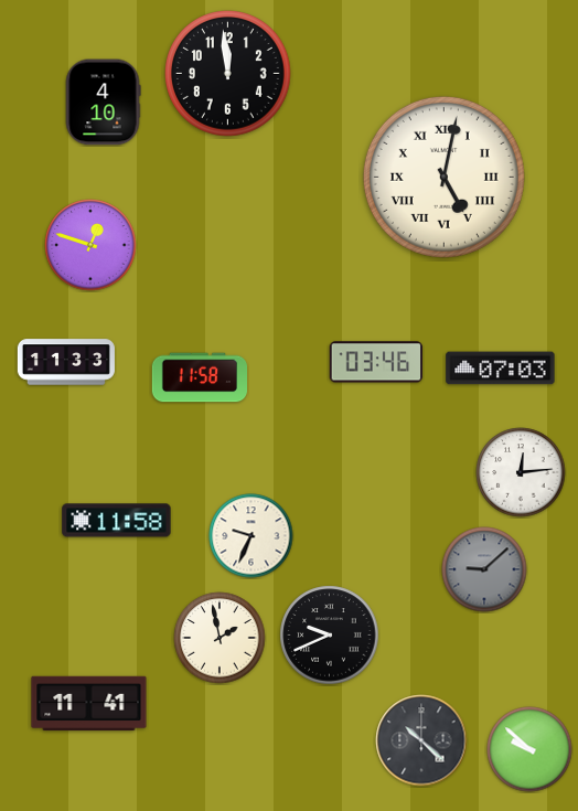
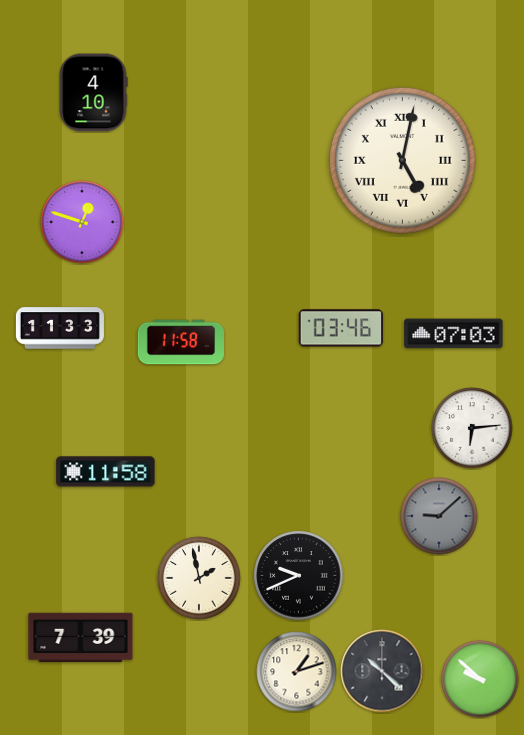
clock at (228, 74): 11:59 -> none
clock at (521, 472): 12:14 -> 6:14
clock at (251, 536): 9:34 -> none
clock at (89, 704): 11:41 -> 7:39
clock at (297, 672): none -> 1:12
